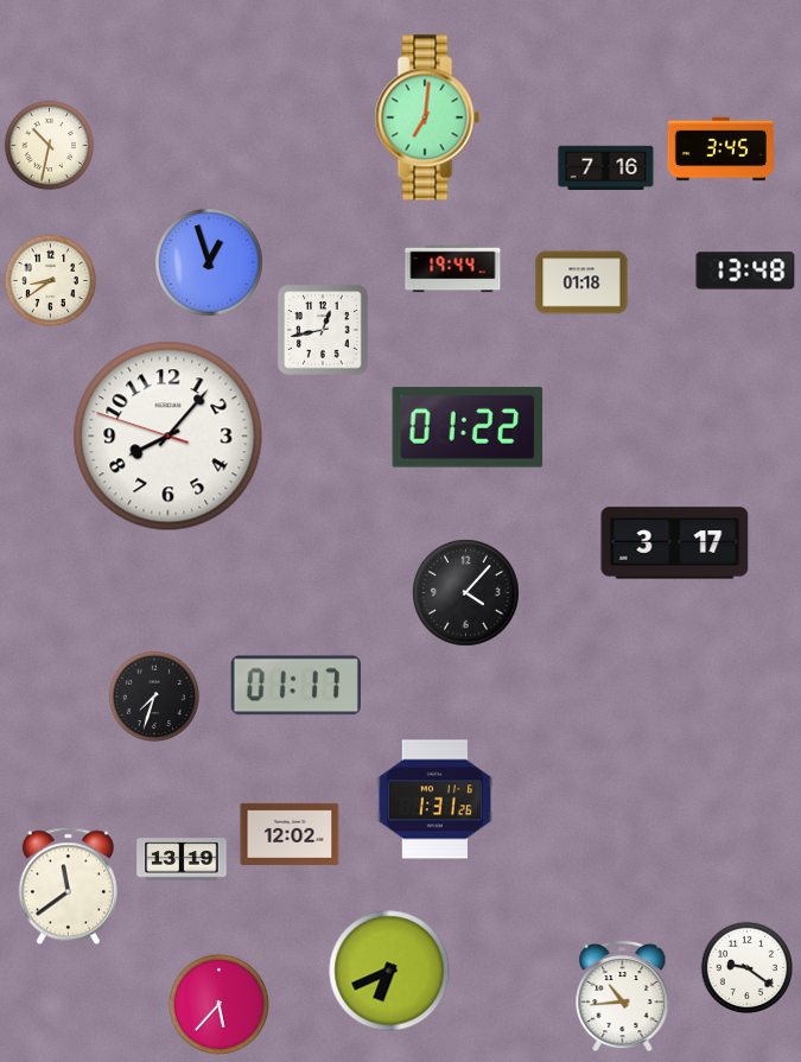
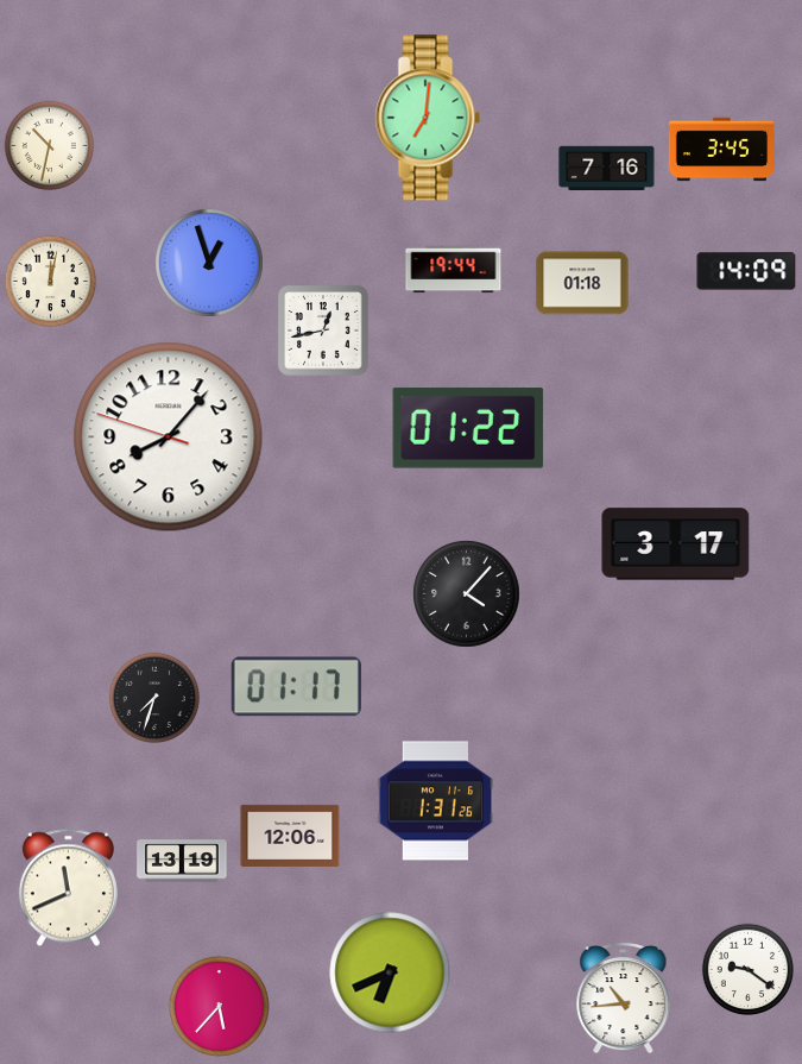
clock at (745, 271): 13:48 -> 14:09
clock at (51, 281): 8:39 -> 12:02
clock at (290, 834): 12:02 -> 12:06
clock at (68, 886): 11:39 -> 11:41
